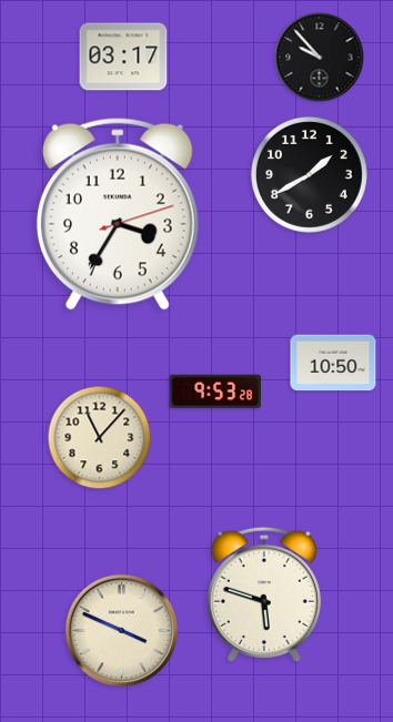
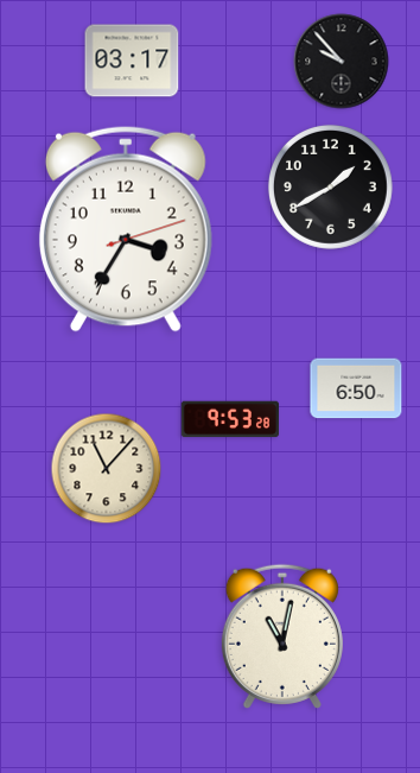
clock at (333, 363): 10:50 -> 6:50
clock at (264, 594): 5:48 -> 11:02
clock at (122, 631): 3:49 -> none
